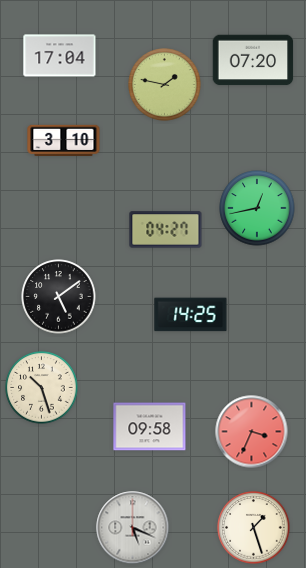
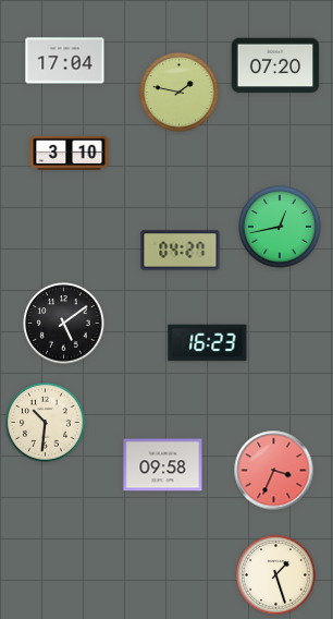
clock at (191, 315): 14:25 -> 16:23
clock at (42, 388): 10:27 -> 10:31
clock at (133, 528): 5:19 -> none
